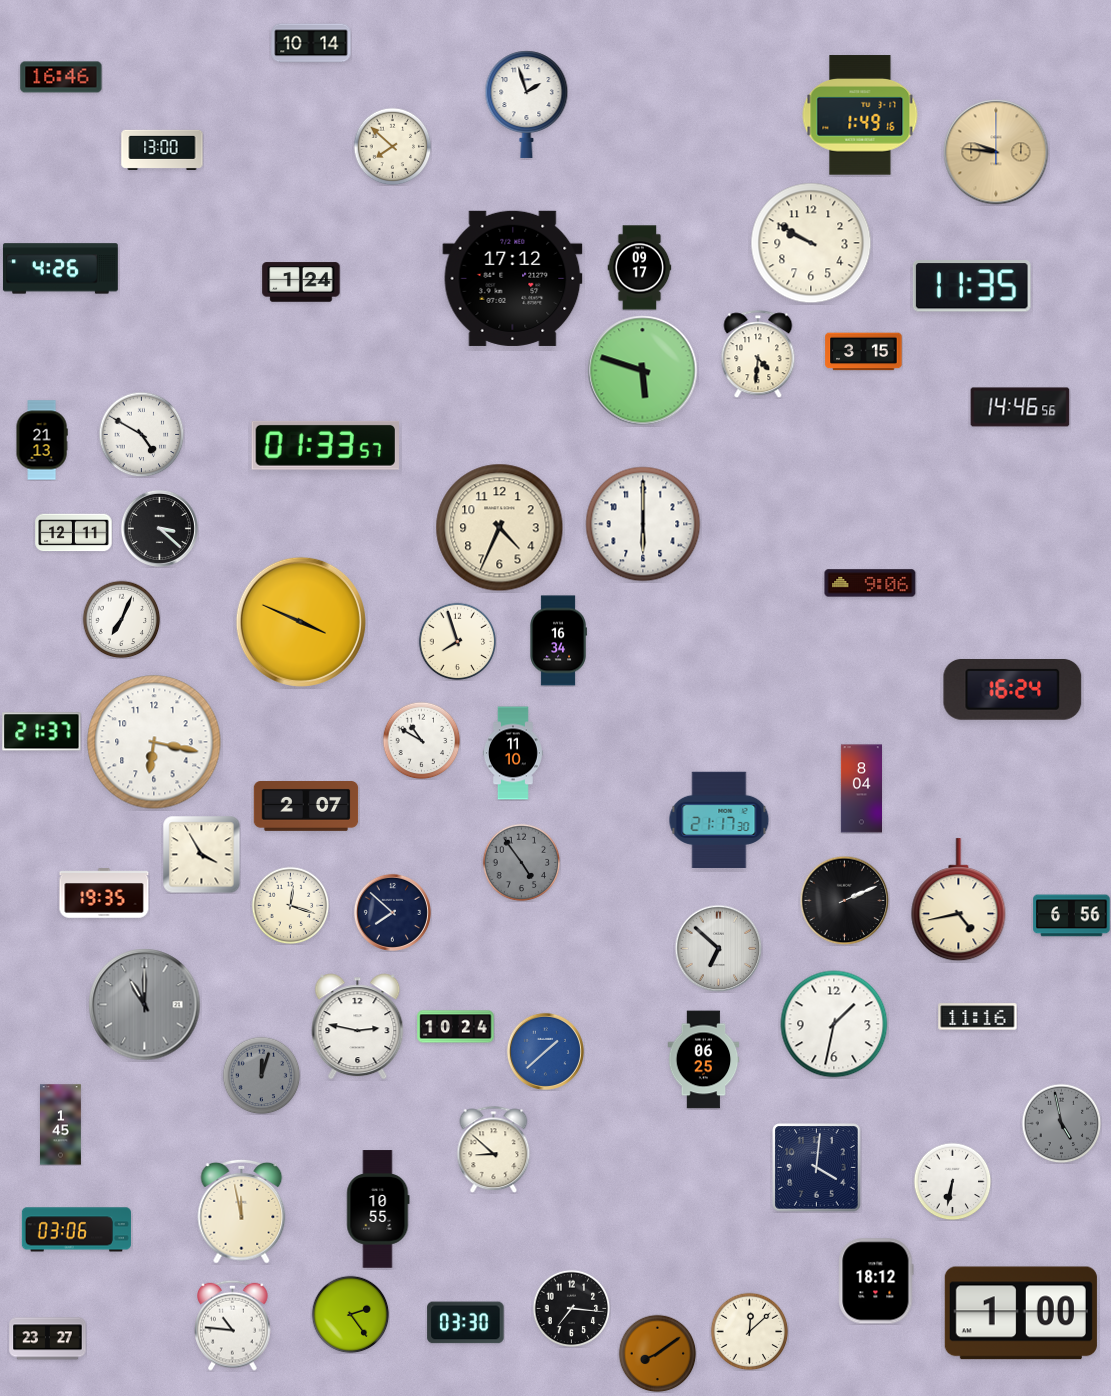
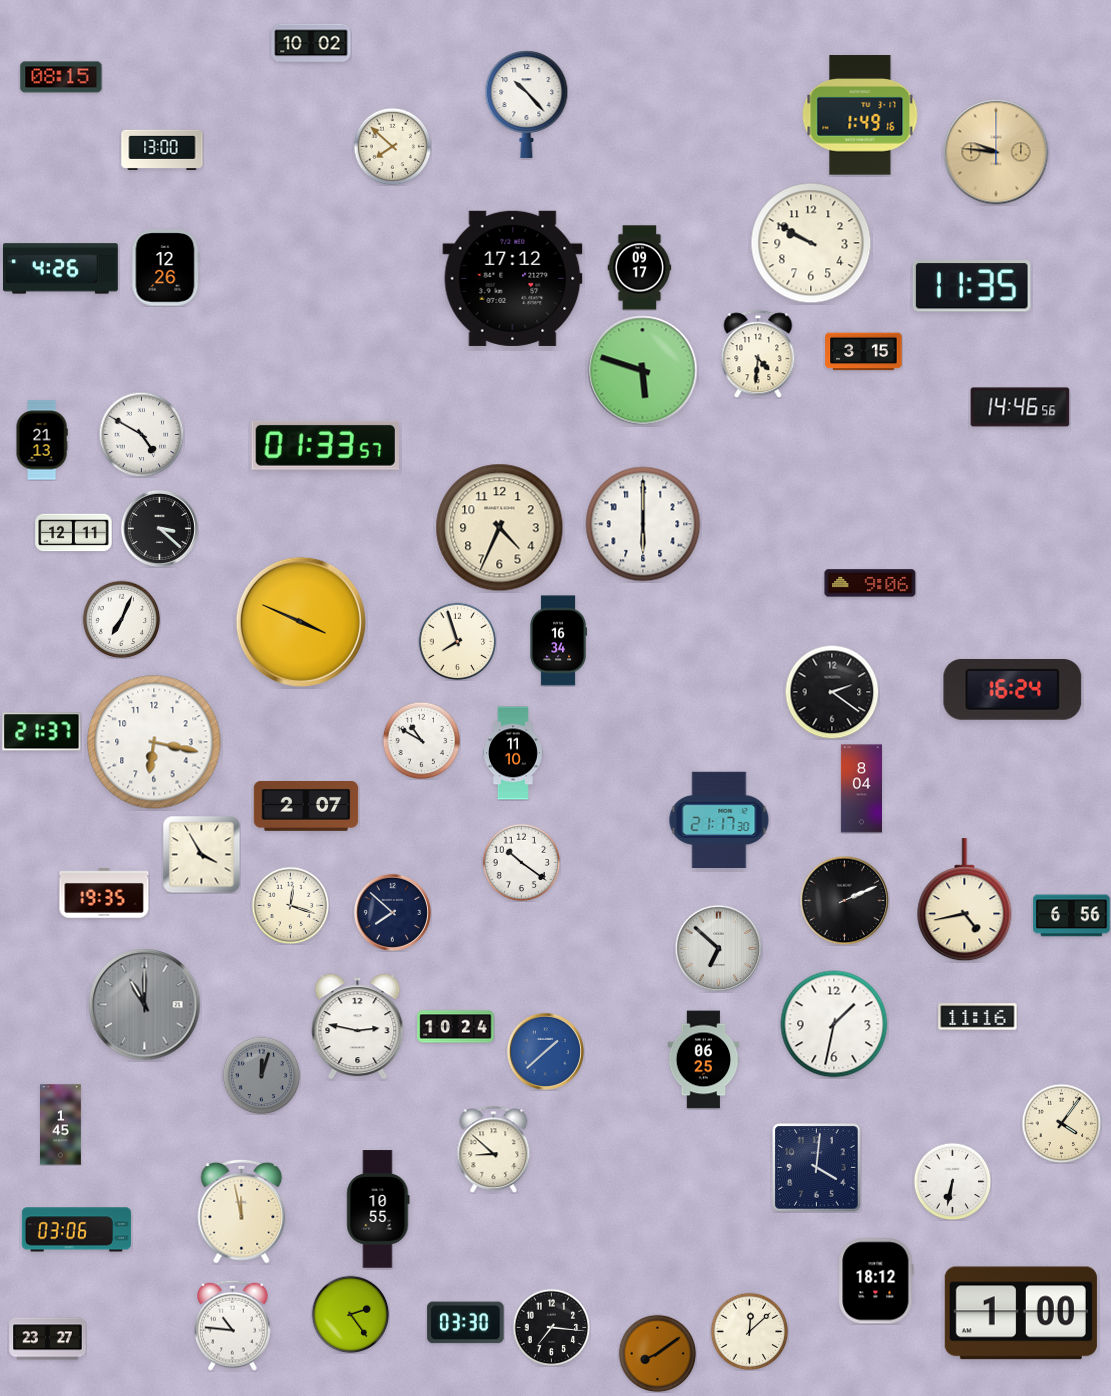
clock at (311, 43): 10:14 -> 10:02
clock at (61, 77): 16:46 -> 08:15
clock at (527, 104): 1:57 -> 10:23
clock at (165, 268): none -> 12:26
clock at (301, 282): 1:24 -> none
clock at (832, 692): none -> 2:21
clock at (521, 862): 4:54 -> 10:21
clock at (521, 862) dial: grey -> white
clock at (959, 900) position: (959, 900) -> (965, 900)
clock at (1061, 1123): 4:58 -> 4:06
clock at (1061, 1123) dial: grey -> cream
clock at (571, 1308) position: (571, 1308) -> (551, 1327)
